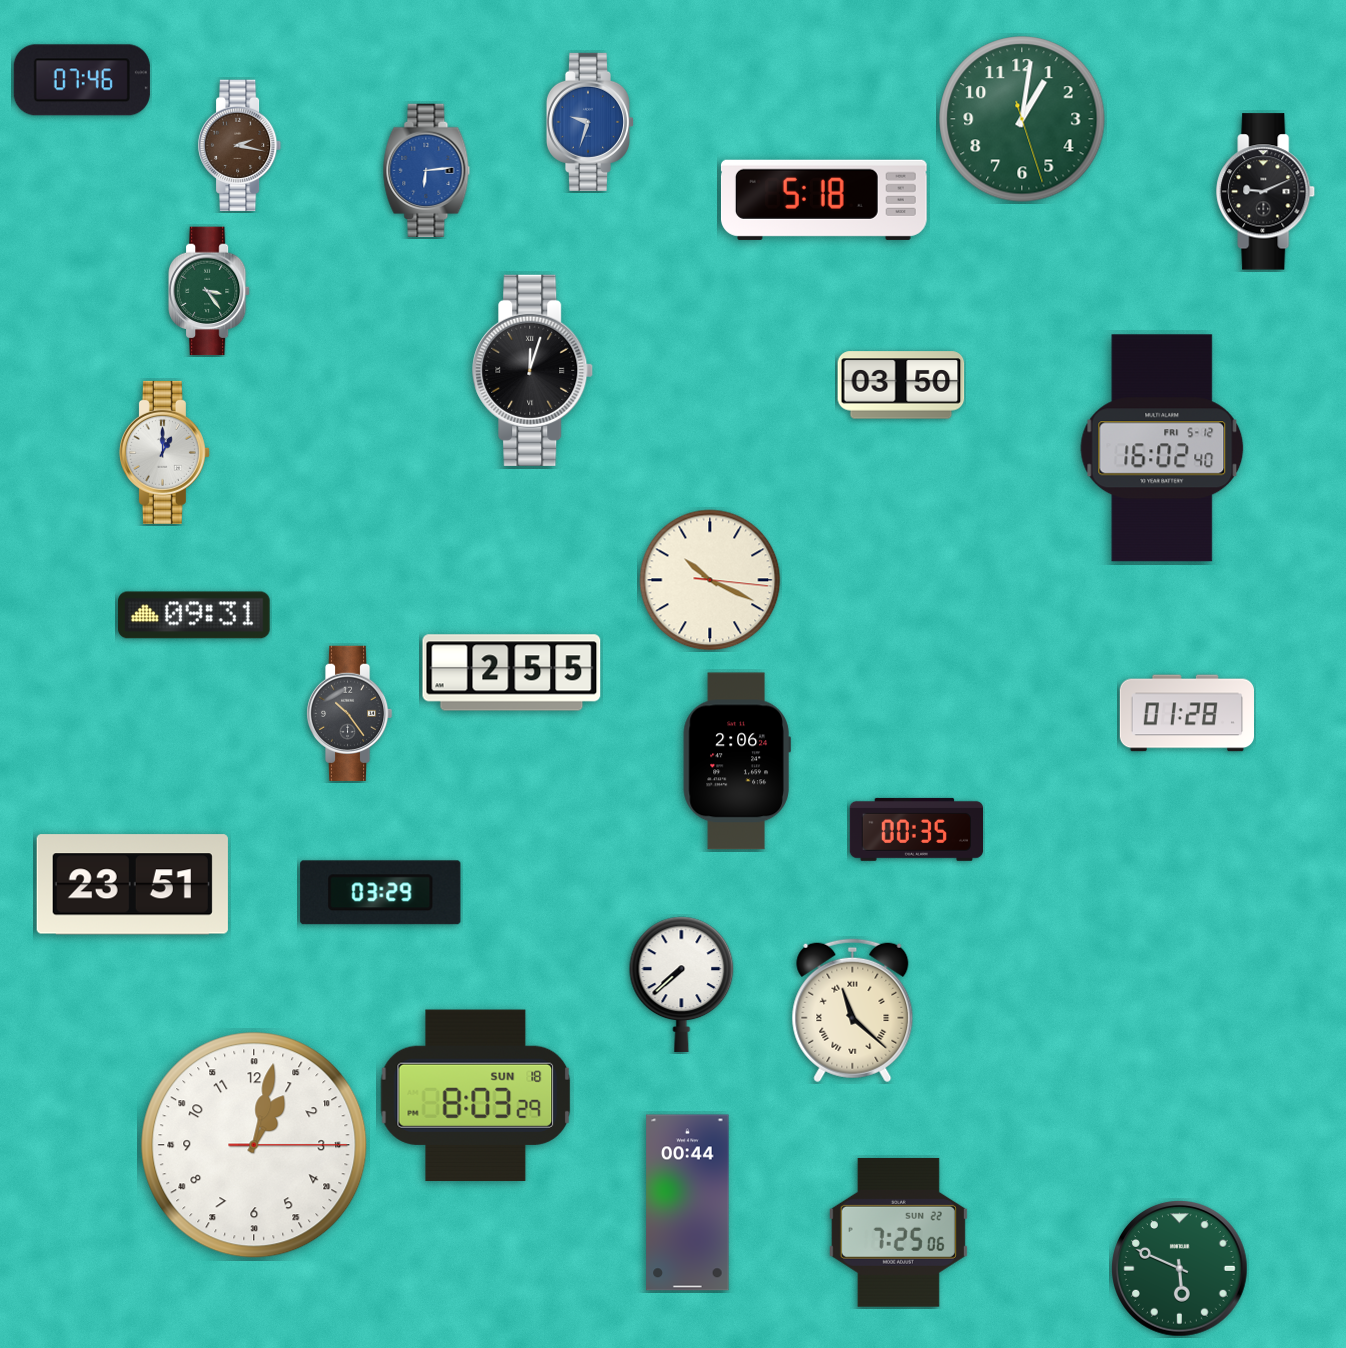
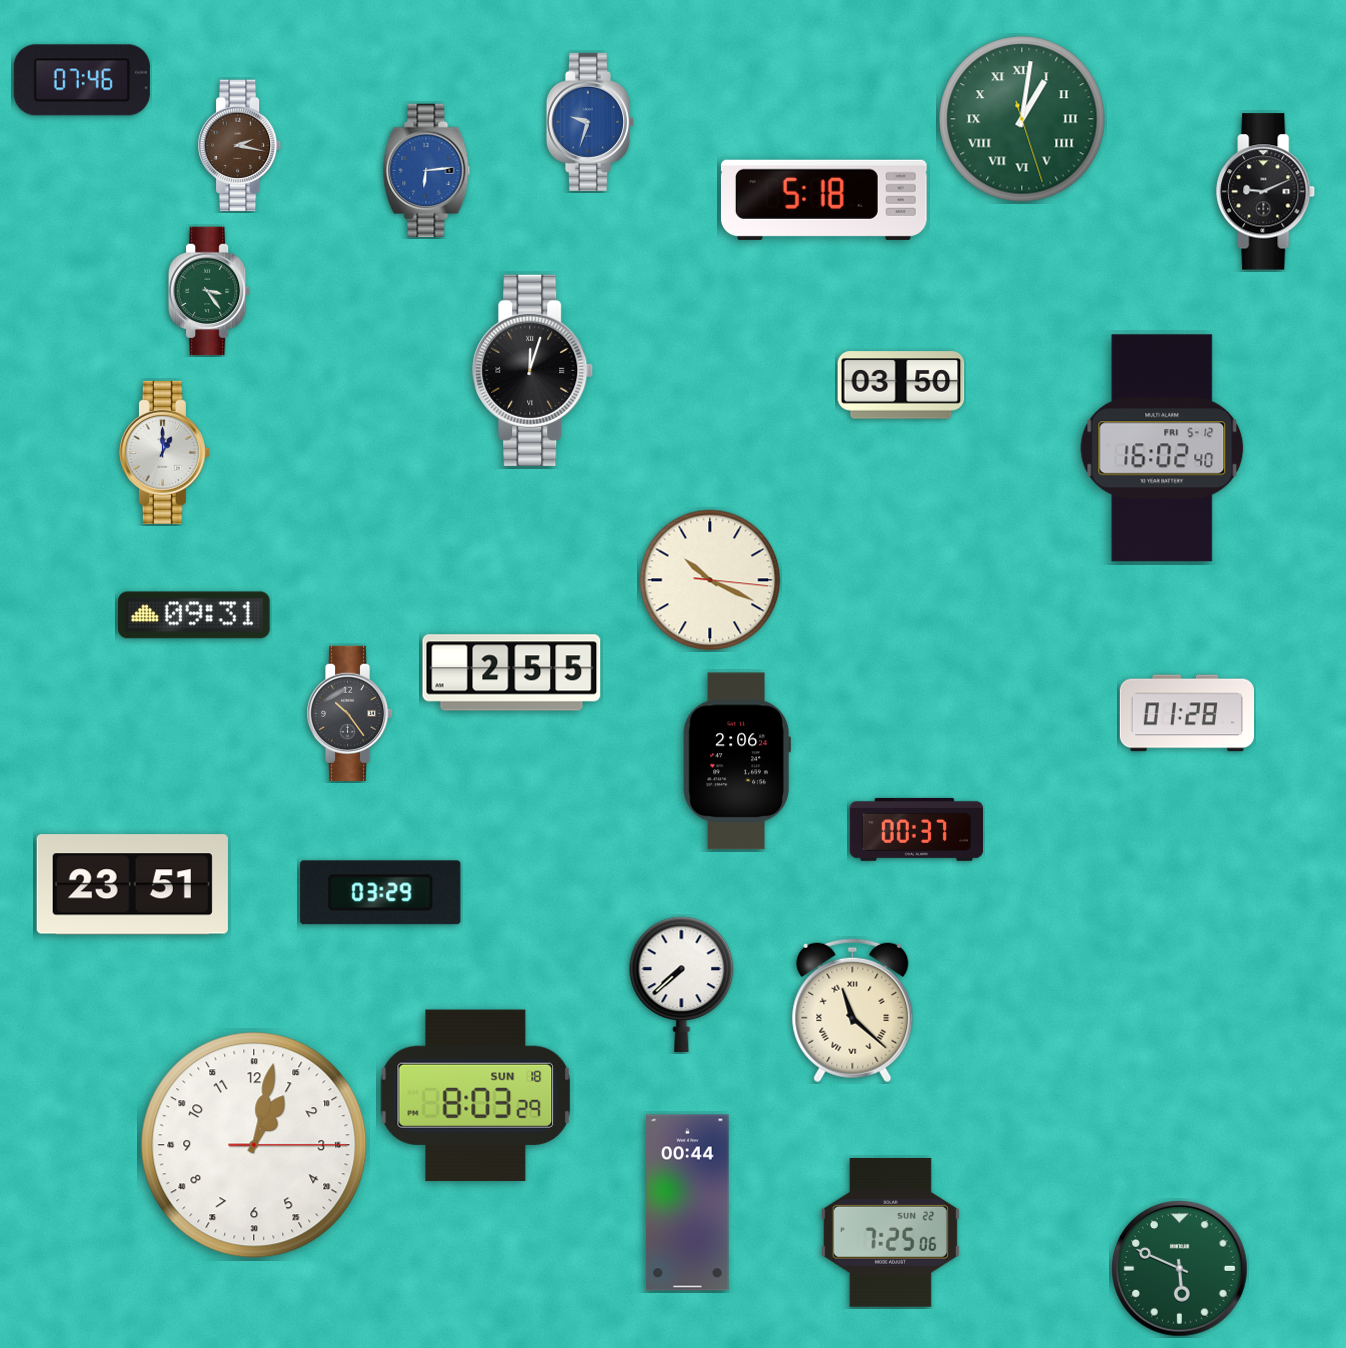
clock at (1022, 119) numerals: Arabic -> Roman
clock at (917, 829): 00:35 -> 00:37
clock at (898, 1232) position: (898, 1232) -> (890, 1232)
